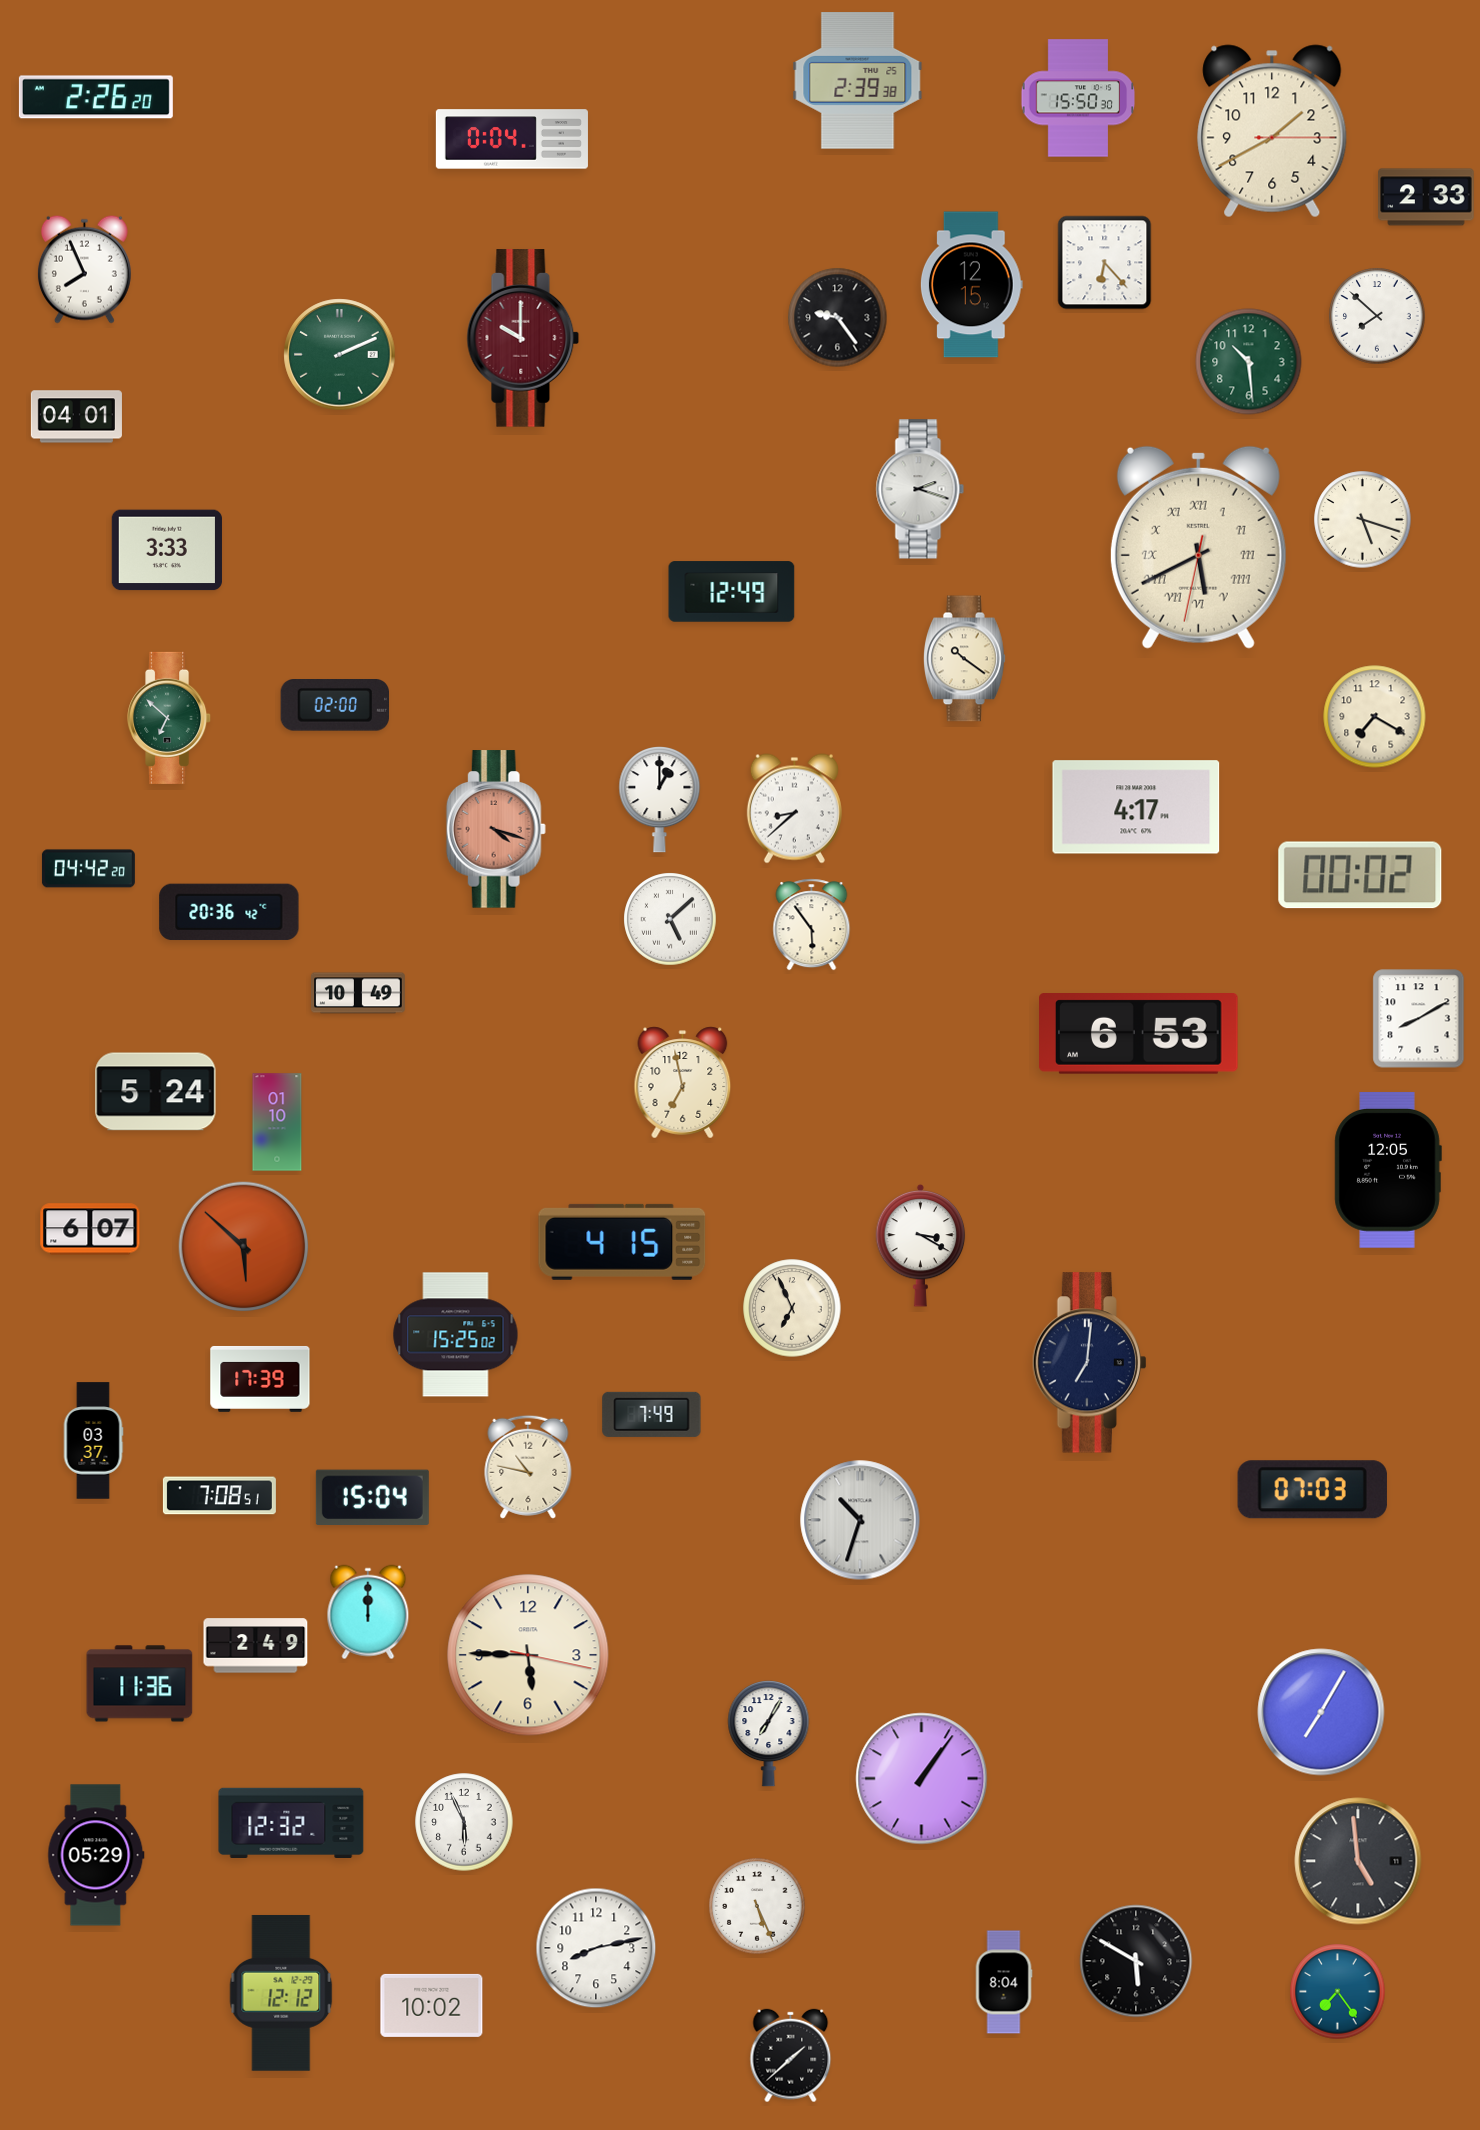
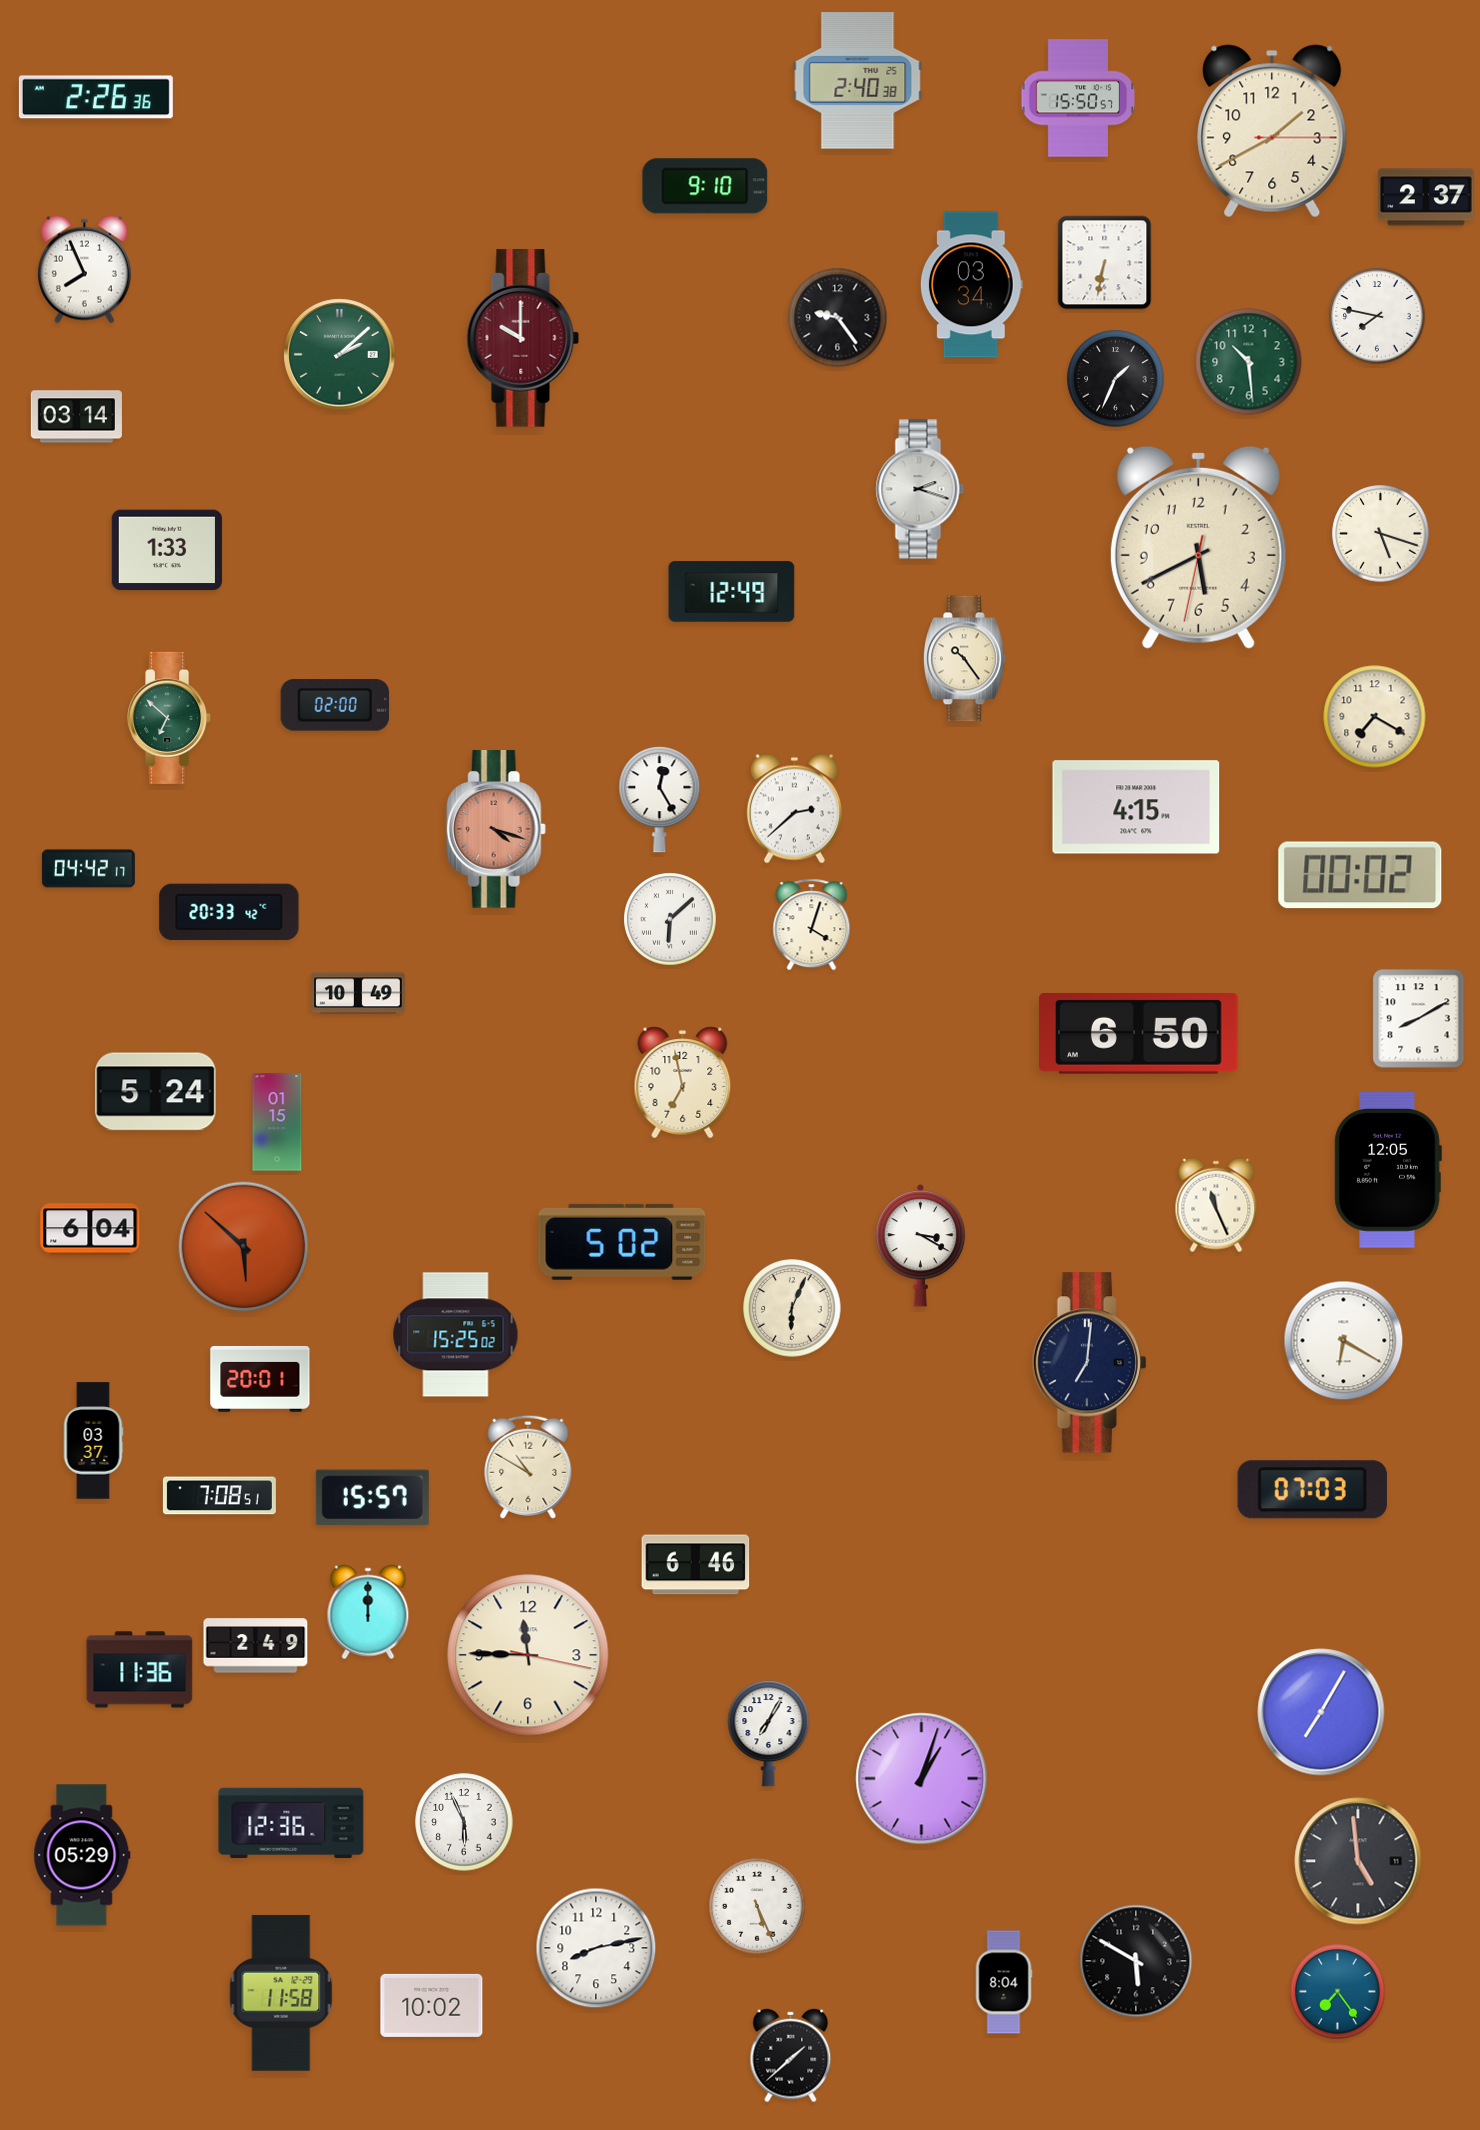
clock at (858, 81): 2:39 -> 2:40
clock at (96, 97): 2:26:20 -> 2:26:36
clock at (1078, 98): 15:50:30 -> 15:50:57
clock at (512, 139): 0:04 -> none
clock at (705, 186): none -> 9:10
clock at (1426, 197): 2:33 -> 2:37
clock at (1105, 263): 6:23 -> 6:32
clock at (971, 285): 12:15 -> 03:34
clock at (1377, 316): 7:52 -> 7:47
clock at (340, 355): 2:11 -> 2:08
clock at (1116, 379): none -> 1:34
clock at (76, 417): 04:01 -> 03:14
clock at (1363, 520) position: (1363, 520) -> (1381, 534)
clock at (1198, 547) numerals: Roman -> Arabic
clock at (167, 550): 3:33 -> 1:33
clock at (965, 659): 10:21 -> 10:24
clock at (660, 800): 1:00 -> 12:25
clock at (1136, 807): 4:17 -> 4:15
clock at (794, 809): 8:38 -> 2:38
clock at (88, 869): 04:42:20 -> 04:42:17
clock at (229, 912): 20:36 -> 20:33
clock at (670, 919): 5:08 -> 6:08
clock at (812, 925): 5:54 -> 4:03
clock at (1139, 1034): 6:53 -> 6:50
clock at (277, 1122): 01:10 -> 01:15
clock at (1216, 1205): none -> 11:26
clock at (90, 1229): 6:07 -> 6:04
clock at (622, 1242): 4:15 -> 5:02
clock at (792, 1308): 6:56 -> 6:04
clock at (1344, 1341): none -> 6:20
clock at (260, 1379): 17:39 -> 20:01
clock at (652, 1414): 7:49 -> none
clock at (528, 1467): 10:47 -> 10:50
clock at (372, 1497): 15:04 -> 15:57
clock at (860, 1520): 10:33 -> none
clock at (696, 1565): none -> 6:46
clock at (528, 1655): 5:45 -> 11:45
clock at (140, 1684) position: (140, 1684) -> (140, 1670)
clock at (922, 1779): 1:06 -> 1:03
clock at (291, 1822): 12:32 -> 12:36
clock at (96, 1855) position: (96, 1855) -> (82, 1855)
clock at (281, 1993): 12:12 -> 11:58
